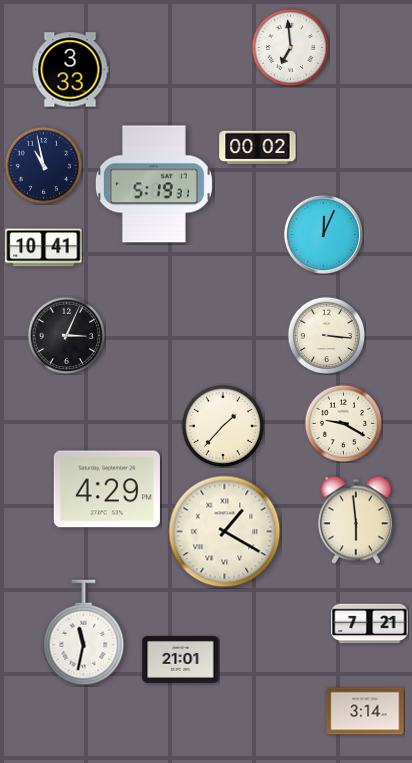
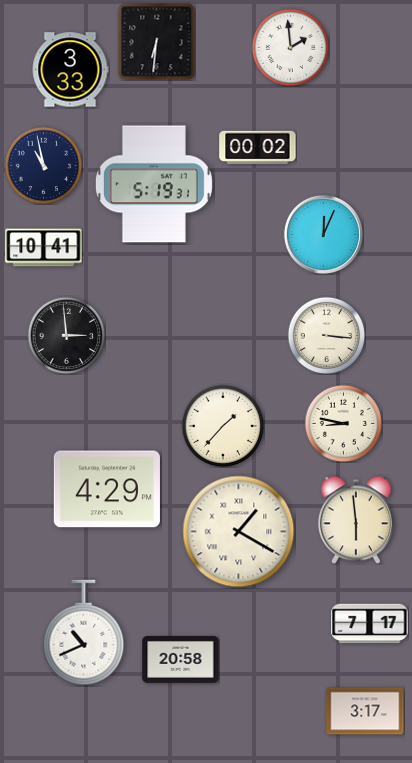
clock at (156, 41): none -> 6:31
clock at (290, 47): 6:59 -> 1:59
clock at (66, 335): 3:04 -> 2:59
clock at (343, 423): 9:20 -> 8:47
clock at (225, 532) position: (225, 532) -> (239, 532)
clock at (370, 624): 7:21 -> 7:17
clock at (84, 633): 11:32 -> 10:41
clock at (181, 659): 21:01 -> 20:58
clock at (365, 711): 3:14 -> 3:17
